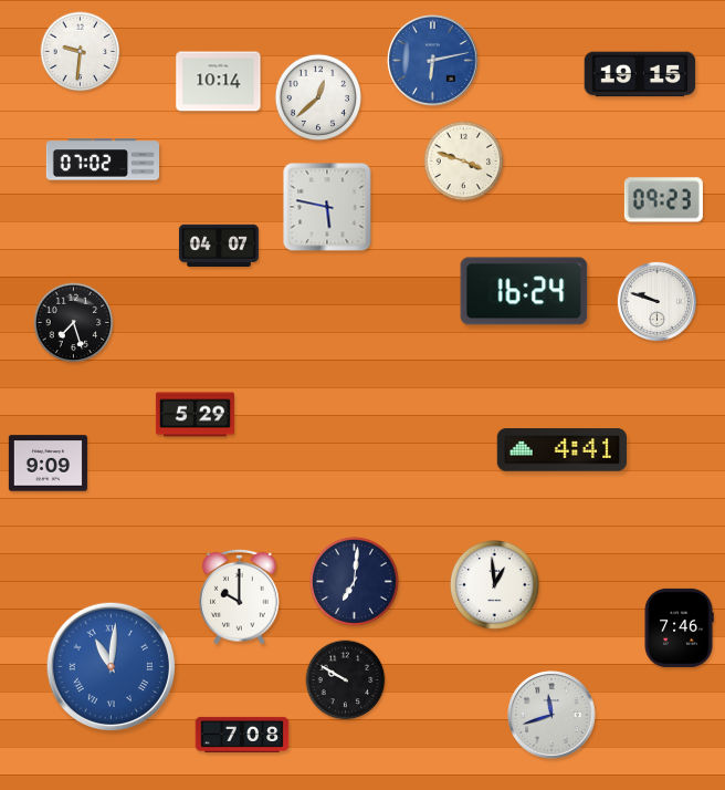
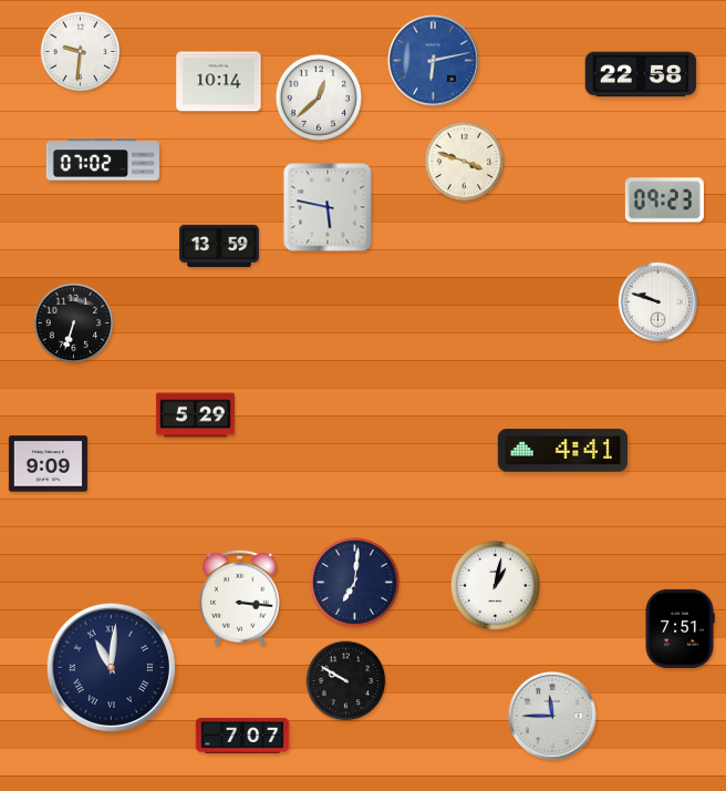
clock at (640, 74): 19:15 -> 22:58
clock at (219, 245): 04:07 -> 13:59
clock at (524, 291): 16:24 -> none
clock at (74, 323): 7:27 -> 6:33
clock at (494, 584): 12:59 -> 1:02
clock at (240, 596): 10:00 -> 3:16
clock at (679, 627): 7:46 -> 7:51
clock at (111, 666) dial: blue -> navy
clock at (551, 715): 11:42 -> 11:45
clock at (242, 735): 7:08 -> 7:07
